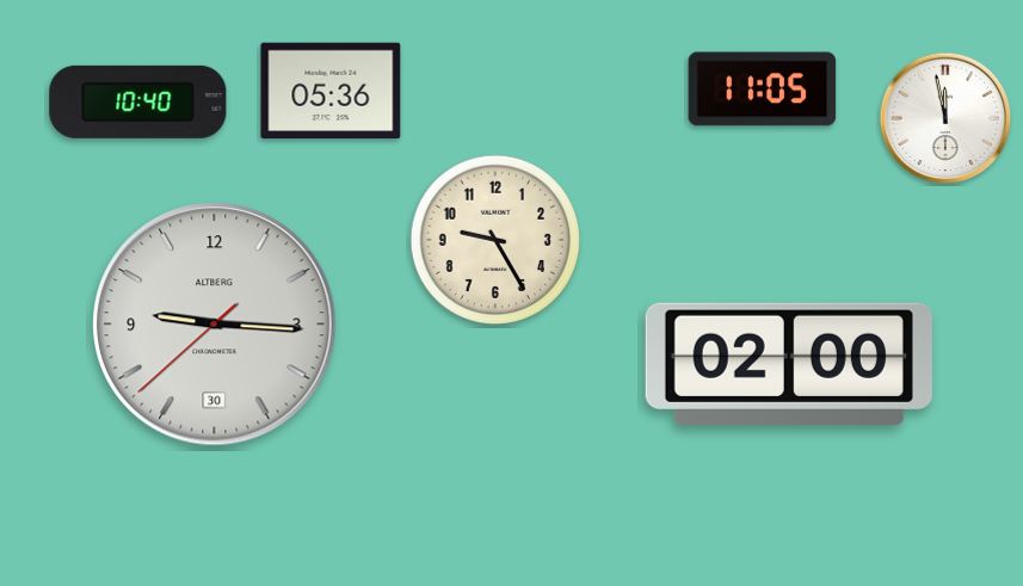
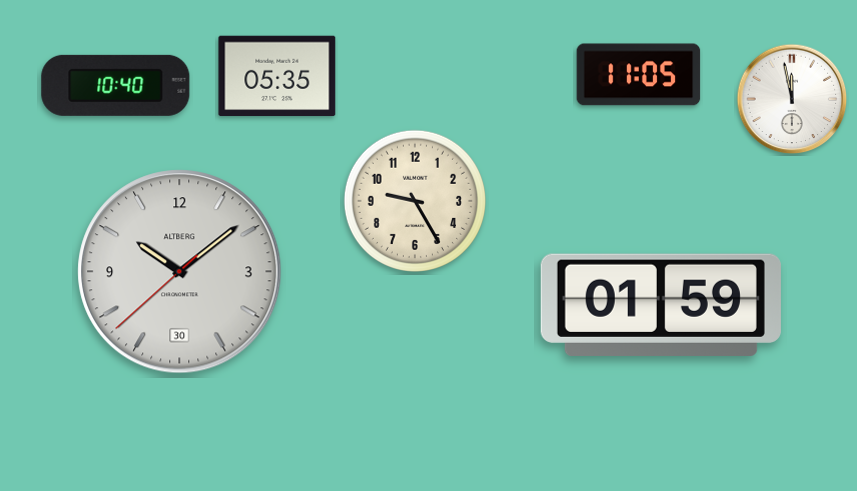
clock at (331, 91): 05:36 -> 05:35
clock at (215, 325): 9:15 -> 10:08
clock at (789, 364): 02:00 -> 01:59
